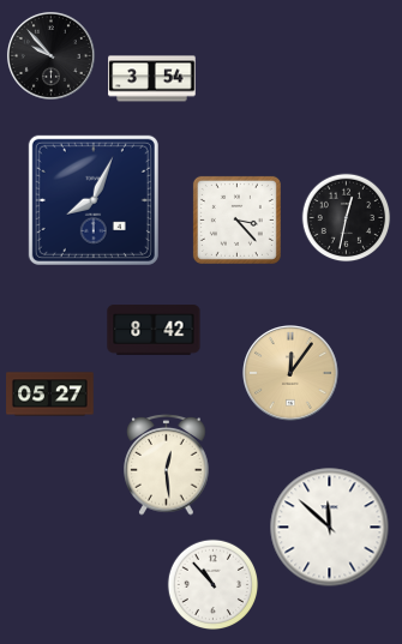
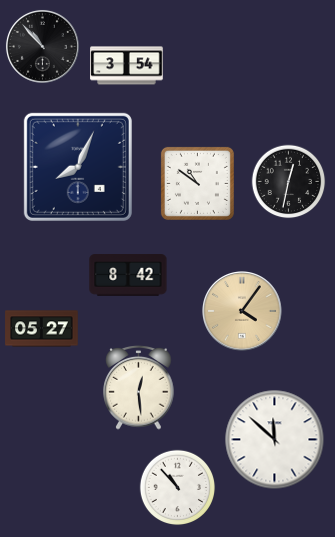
clock at (50, 55): 9:53 -> 10:53
clock at (236, 219): 3:23 -> 10:51
clock at (292, 374): 12:06 -> 4:06
